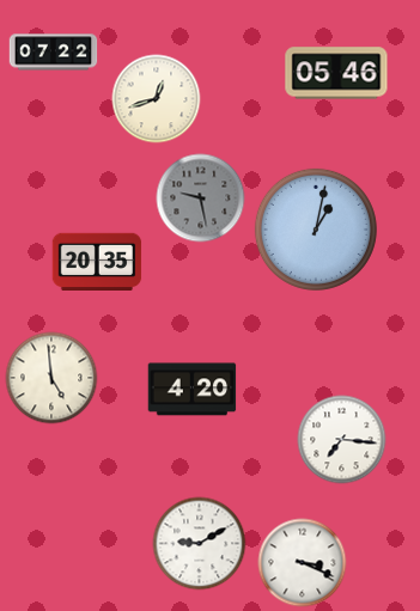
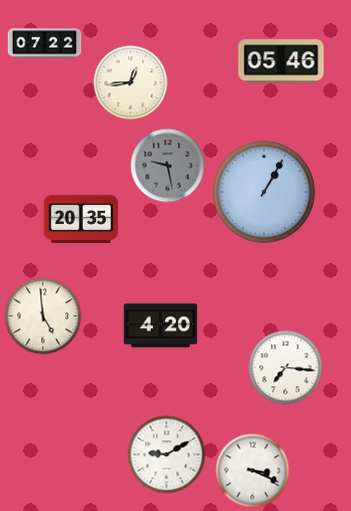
clock at (157, 99): 12:42 -> 12:44
clock at (316, 230): 1:02 -> 1:05
